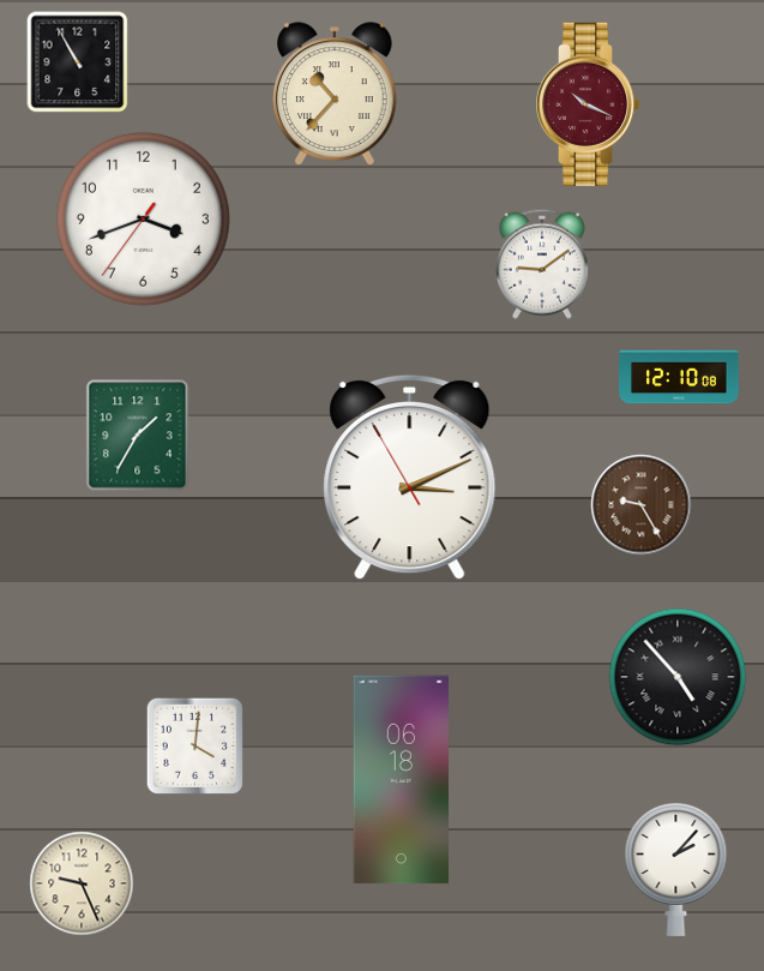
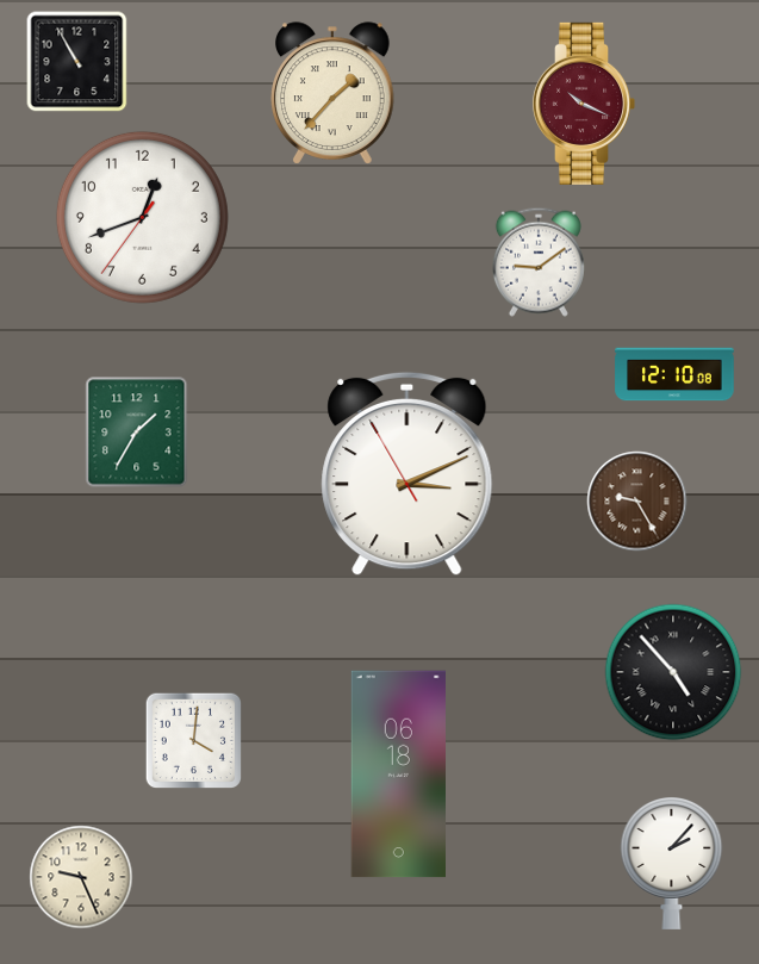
clock at (336, 94): 10:37 -> 1:37
clock at (143, 218): 3:41 -> 12:41
